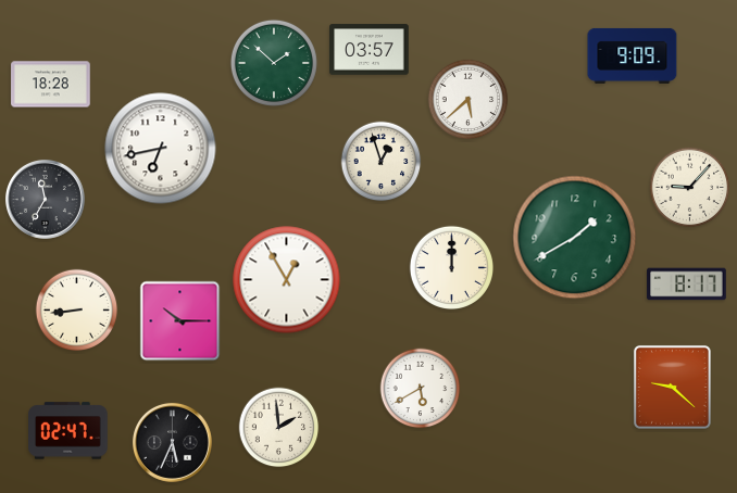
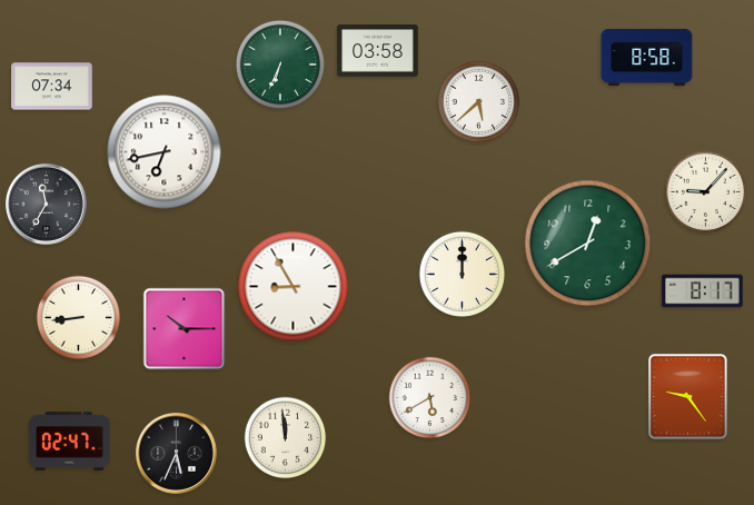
clock at (370, 50): 03:57 -> 03:58
clock at (633, 55): 9:09 -> 8:58
clock at (274, 63): 1:52 -> 6:34
clock at (51, 85): 18:28 -> 07:34
clock at (382, 162): 12:57 -> none
clock at (575, 238): 1:40 -> 12:40
clock at (287, 280): 12:55 -> 8:55
clock at (672, 387): 9:22 -> 9:24
clock at (279, 428): 1:59 -> 11:59
